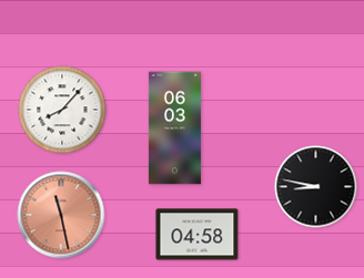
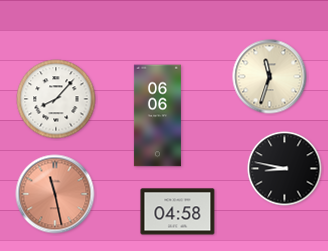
clock at (270, 77): none -> 11:33
clock at (174, 128): 06:03 -> 06:06
